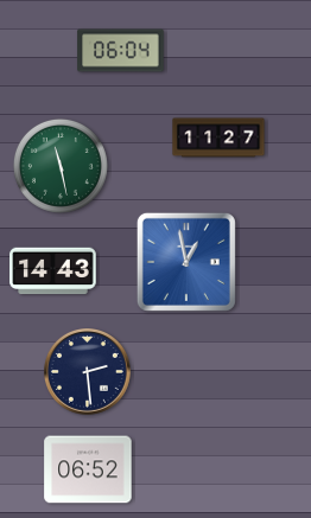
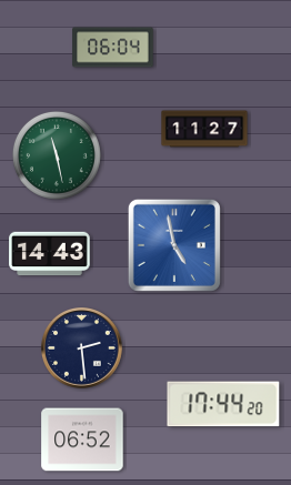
clock at (186, 262): 12:58 -> 4:58
clock at (223, 404): none -> 17:44
